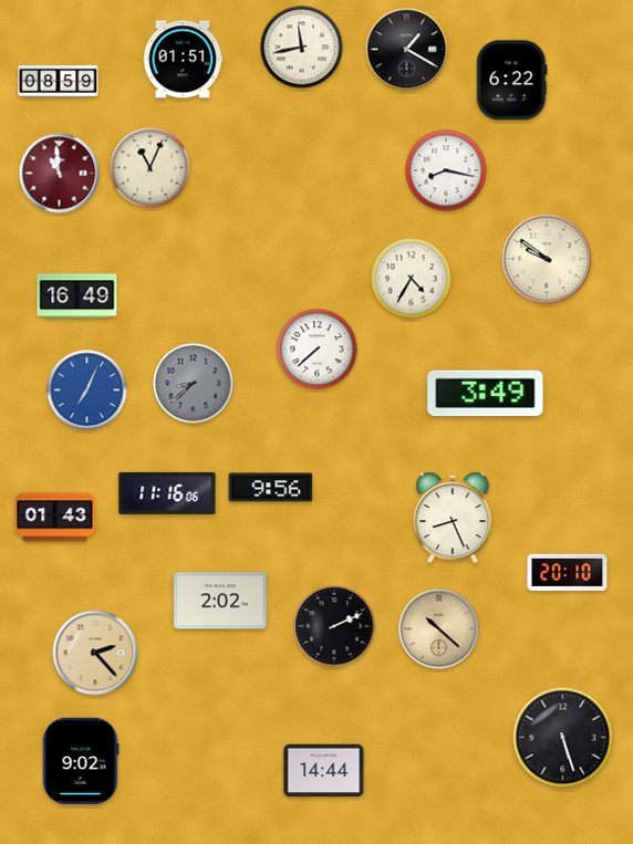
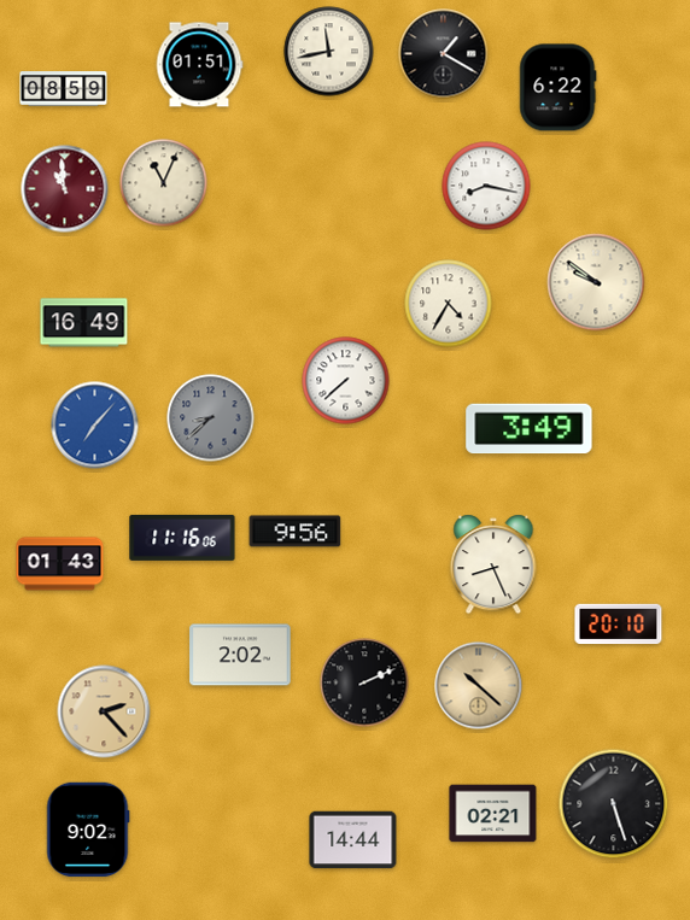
clock at (87, 390): 7:04 -> 7:07
clock at (493, 814): none -> 02:21
